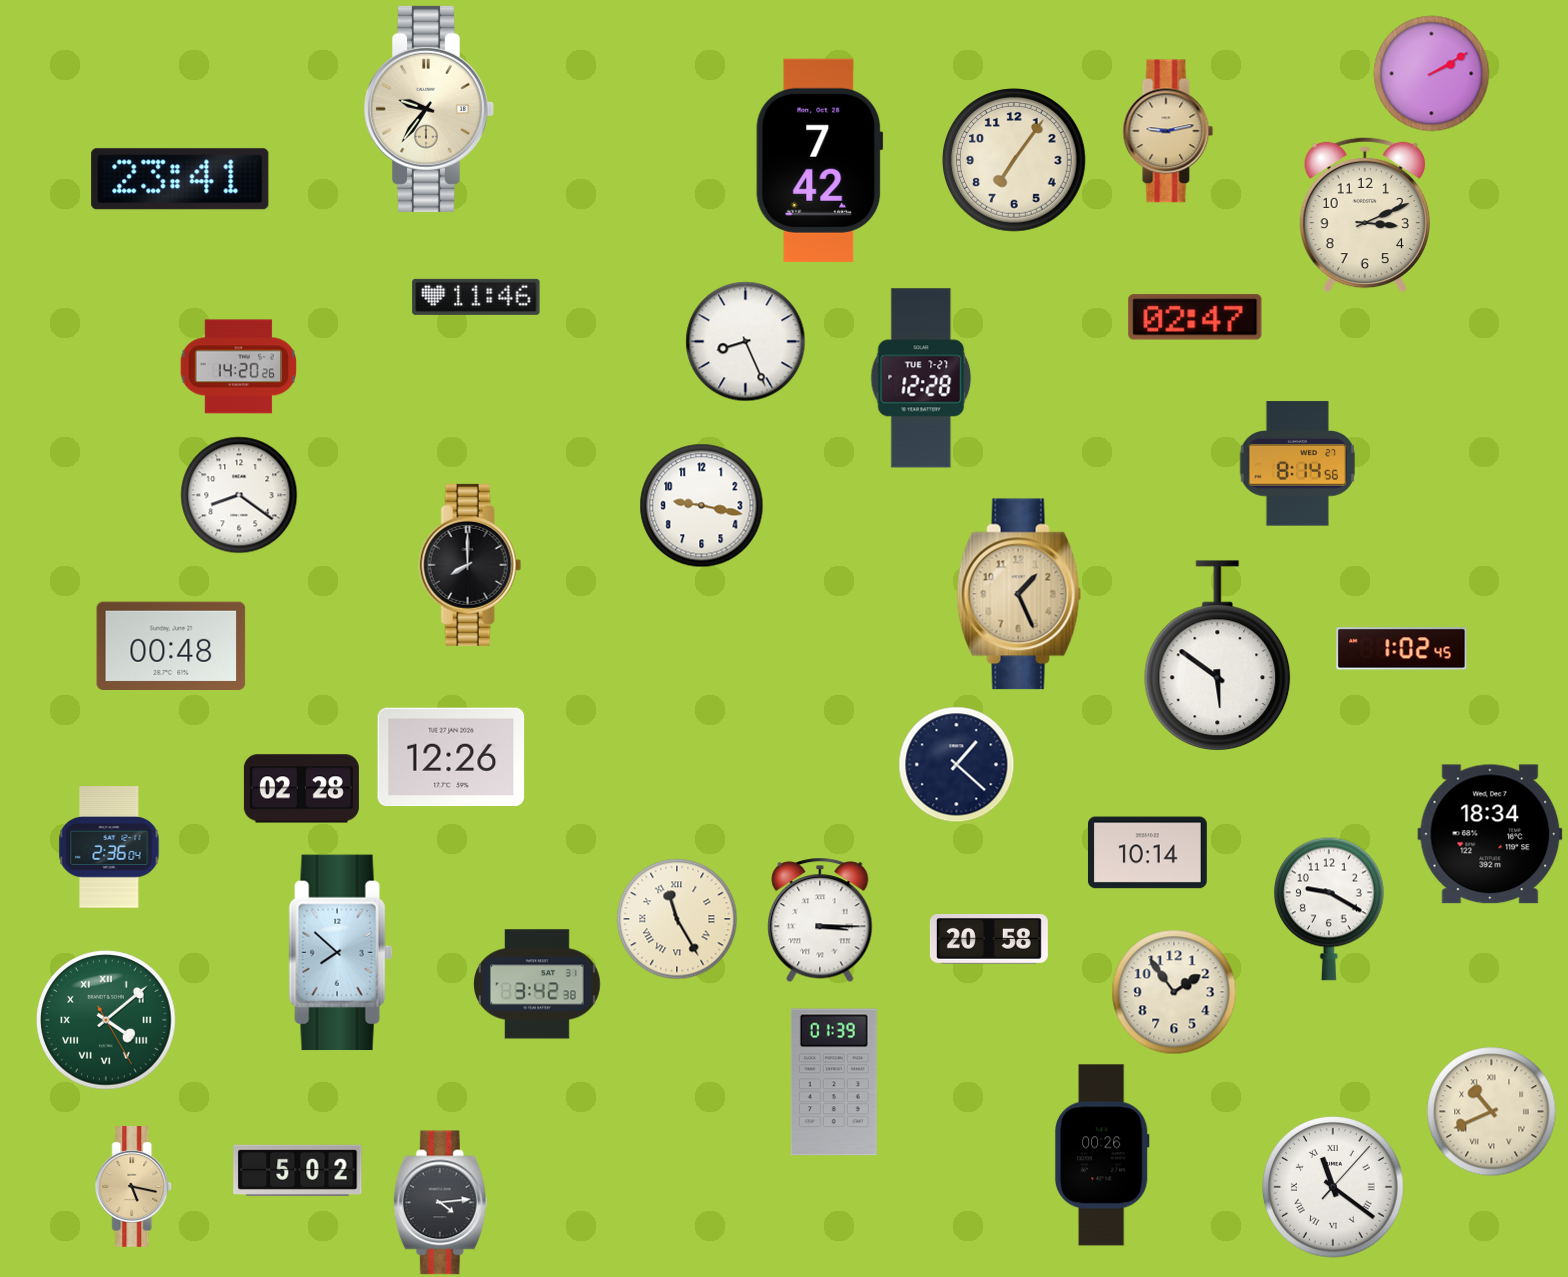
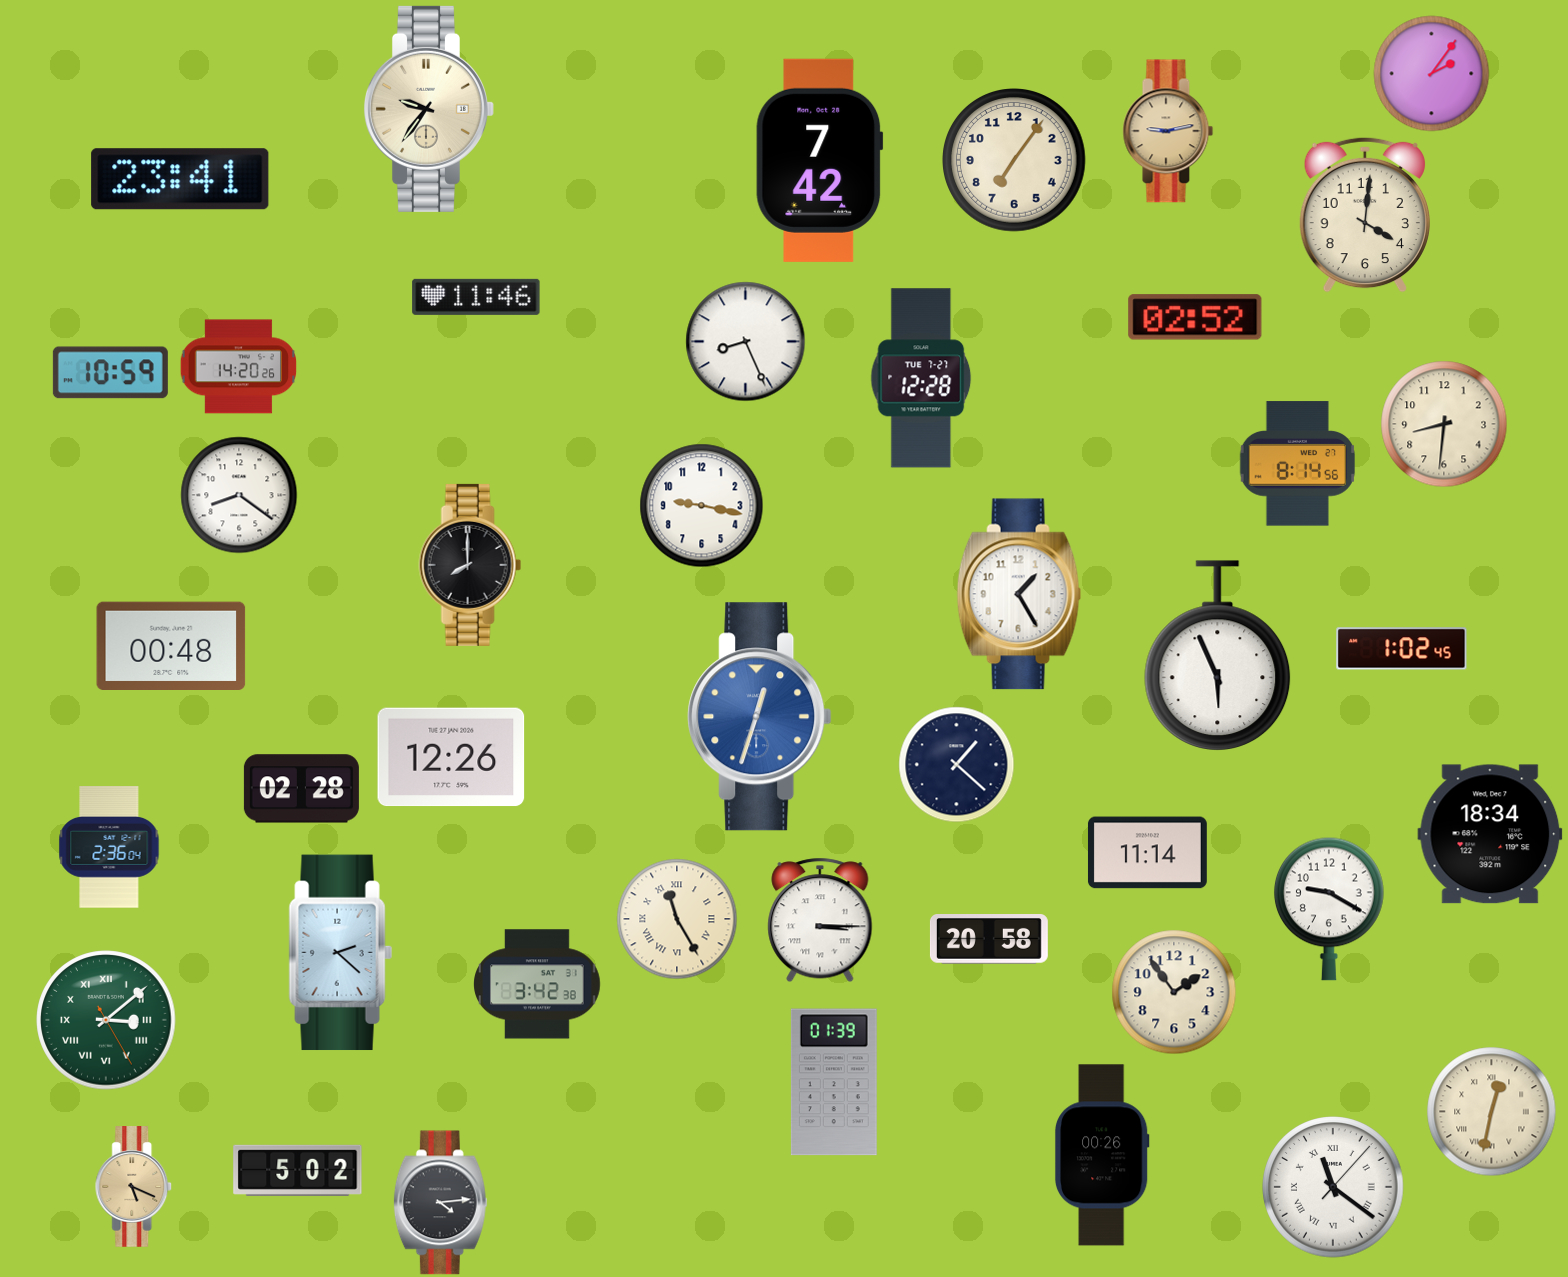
clock at (1432, 74): 2:10 -> 2:06
clock at (1365, 215): 3:11 -> 4:01
clock at (1195, 317): 02:47 -> 02:52
clock at (110, 373): none -> 10:59
clock at (1444, 424): none -> 8:31
clock at (1019, 594): 1:26 -> 1:25
clock at (1019, 594) dial: champagne -> white
clock at (1218, 655): 5:51 -> 5:56
clock at (760, 717): none -> 12:33
clock at (1147, 853): 10:14 -> 11:14
clock at (340, 953): 7:52 -> 2:22
clock at (106, 1020): 4:08 -> 3:08
clock at (1492, 1112): 10:41 -> 12:32
clock at (134, 1187): 5:17 -> 5:19
